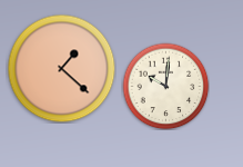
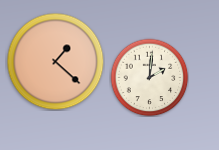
clock at (165, 86): 10:01 -> 2:01
